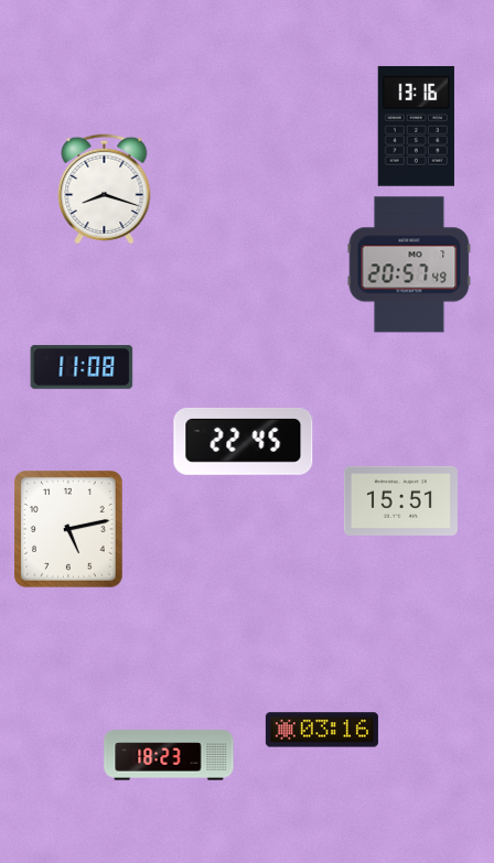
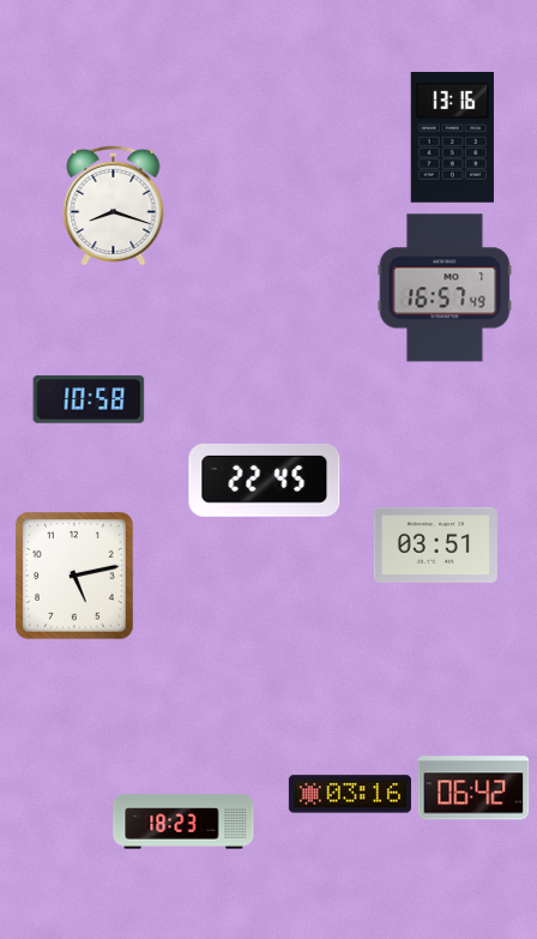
clock at (409, 265): 20:57 -> 16:57
clock at (82, 367): 11:08 -> 10:58
clock at (400, 500): 15:51 -> 03:51
clock at (473, 788): none -> 06:42
